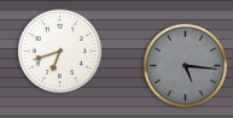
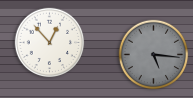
clock at (60, 52): 6:42 -> 12:53
